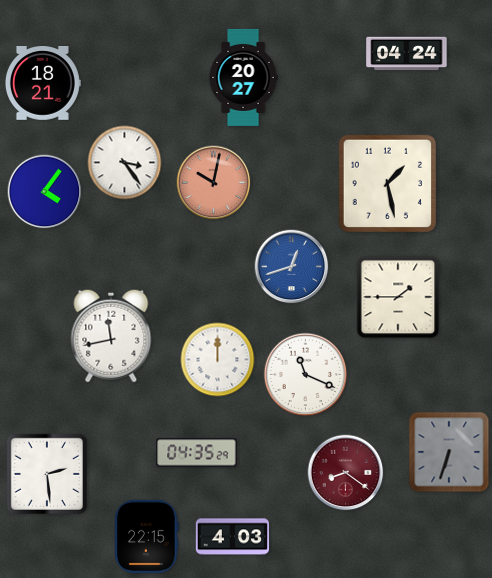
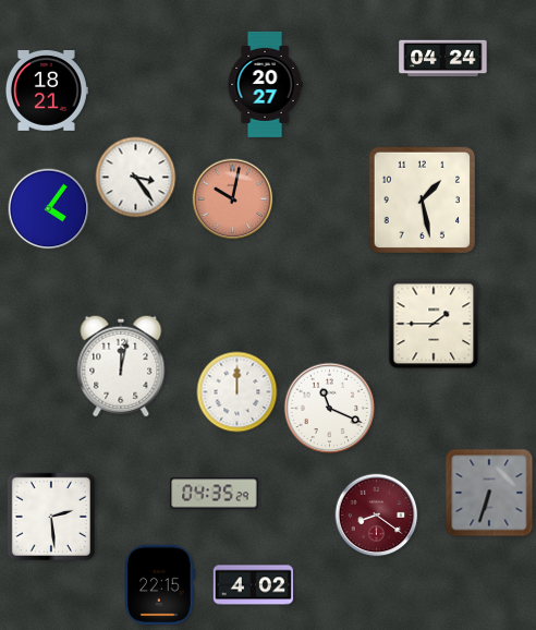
clock at (292, 267): 12:42 -> none
clock at (111, 336): 11:43 -> 12:02
clock at (306, 375) position: (306, 375) -> (330, 409)
clock at (233, 537): 4:03 -> 4:02
